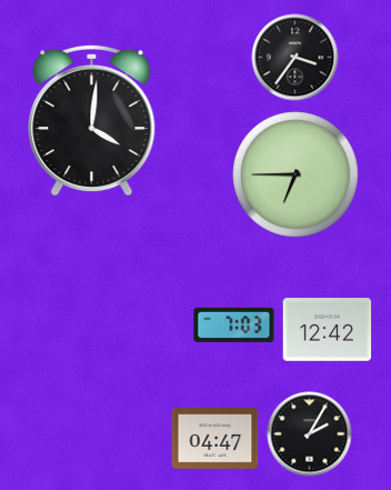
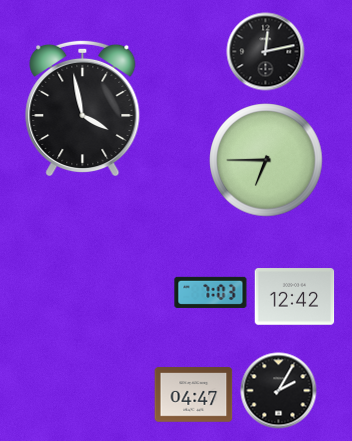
clock at (295, 58): 3:36 -> 12:13
clock at (92, 120): 4:01 -> 3:58
clock at (295, 174) position: (295, 174) -> (266, 160)
